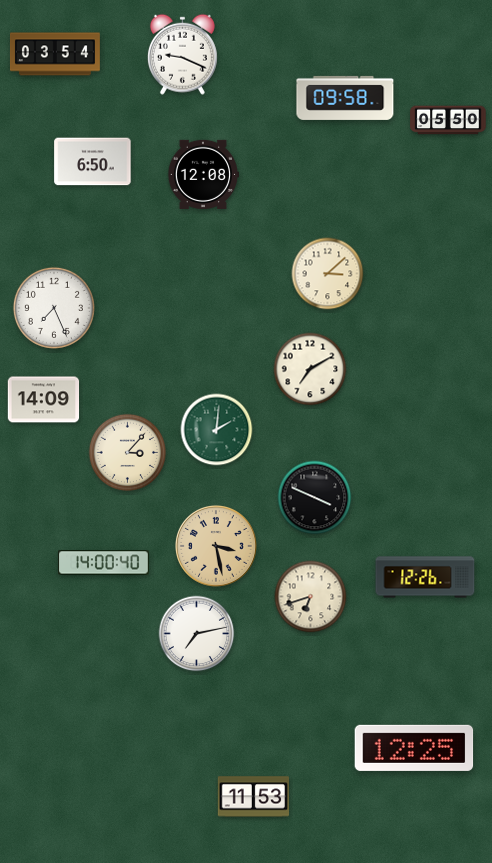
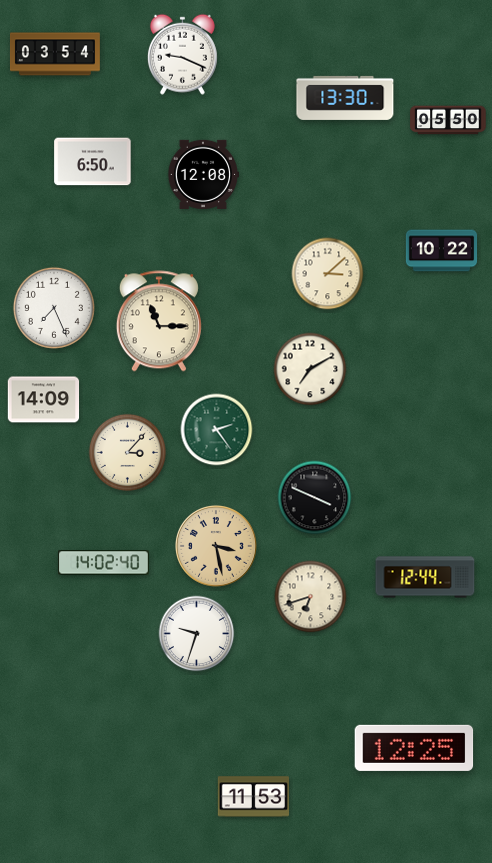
clock at (345, 98): 09:58 -> 13:30
clock at (442, 251): none -> 10:22
clock at (159, 321): none -> 11:15
clock at (217, 430): 2:01 -> 2:24
clock at (104, 563): 14:00 -> 14:02
clock at (425, 577): 12:26 -> 12:44
clock at (197, 634): 7:13 -> 9:33
